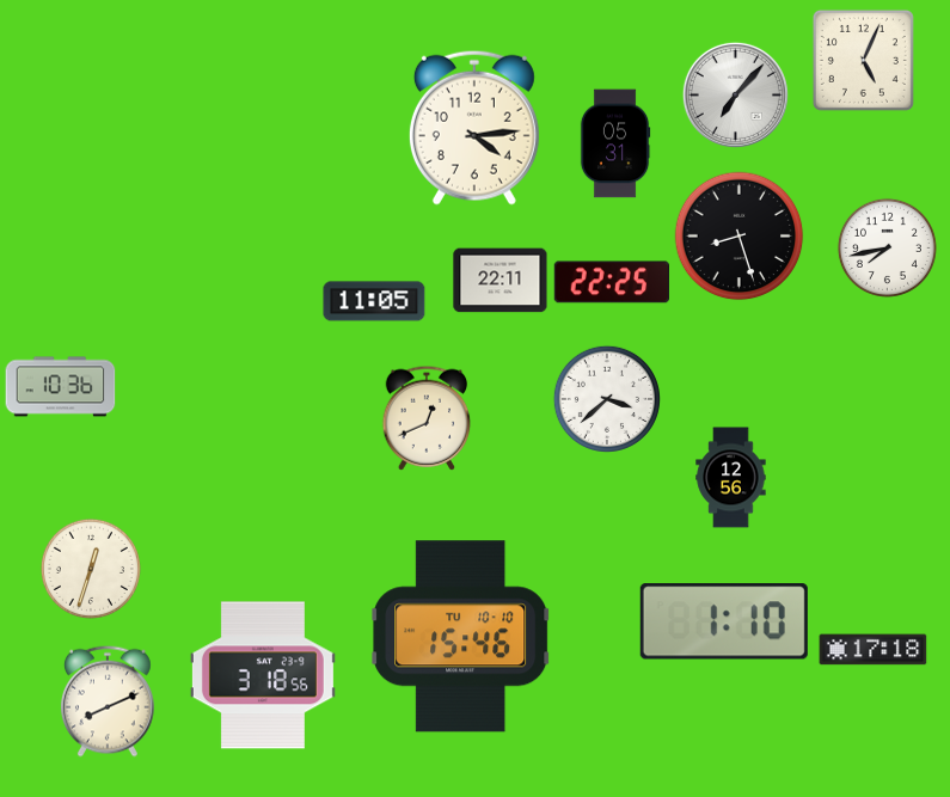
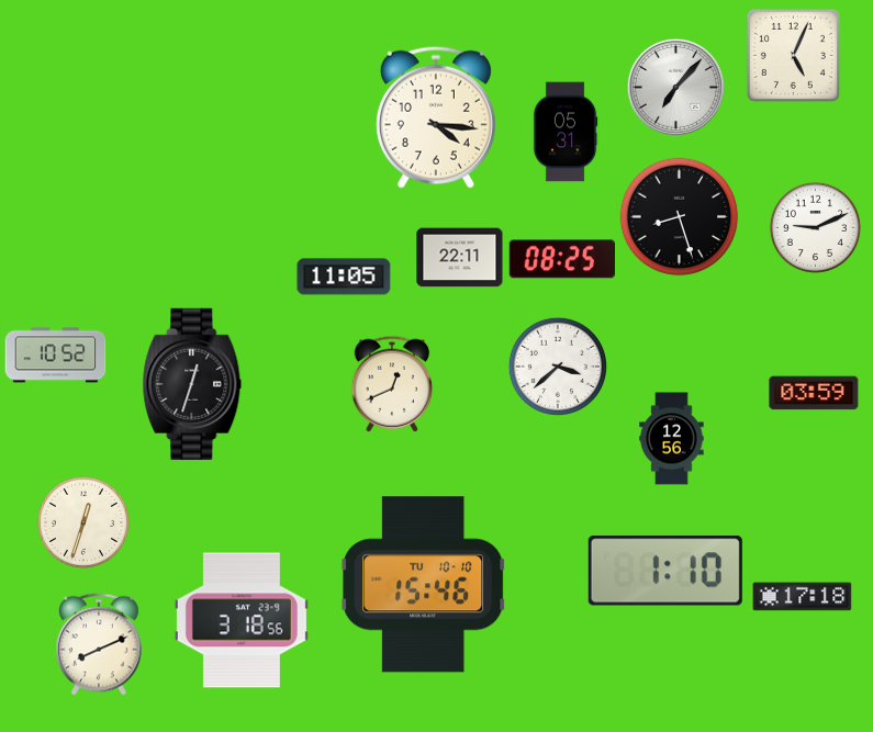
clock at (474, 128): 4:14 -> 4:16
clock at (887, 247): 7:43 -> 9:11
clock at (611, 282): 22:25 -> 08:25
clock at (61, 387): 10:36 -> 10:52
clock at (192, 384): none -> 12:33
clock at (814, 393): none -> 03:59
